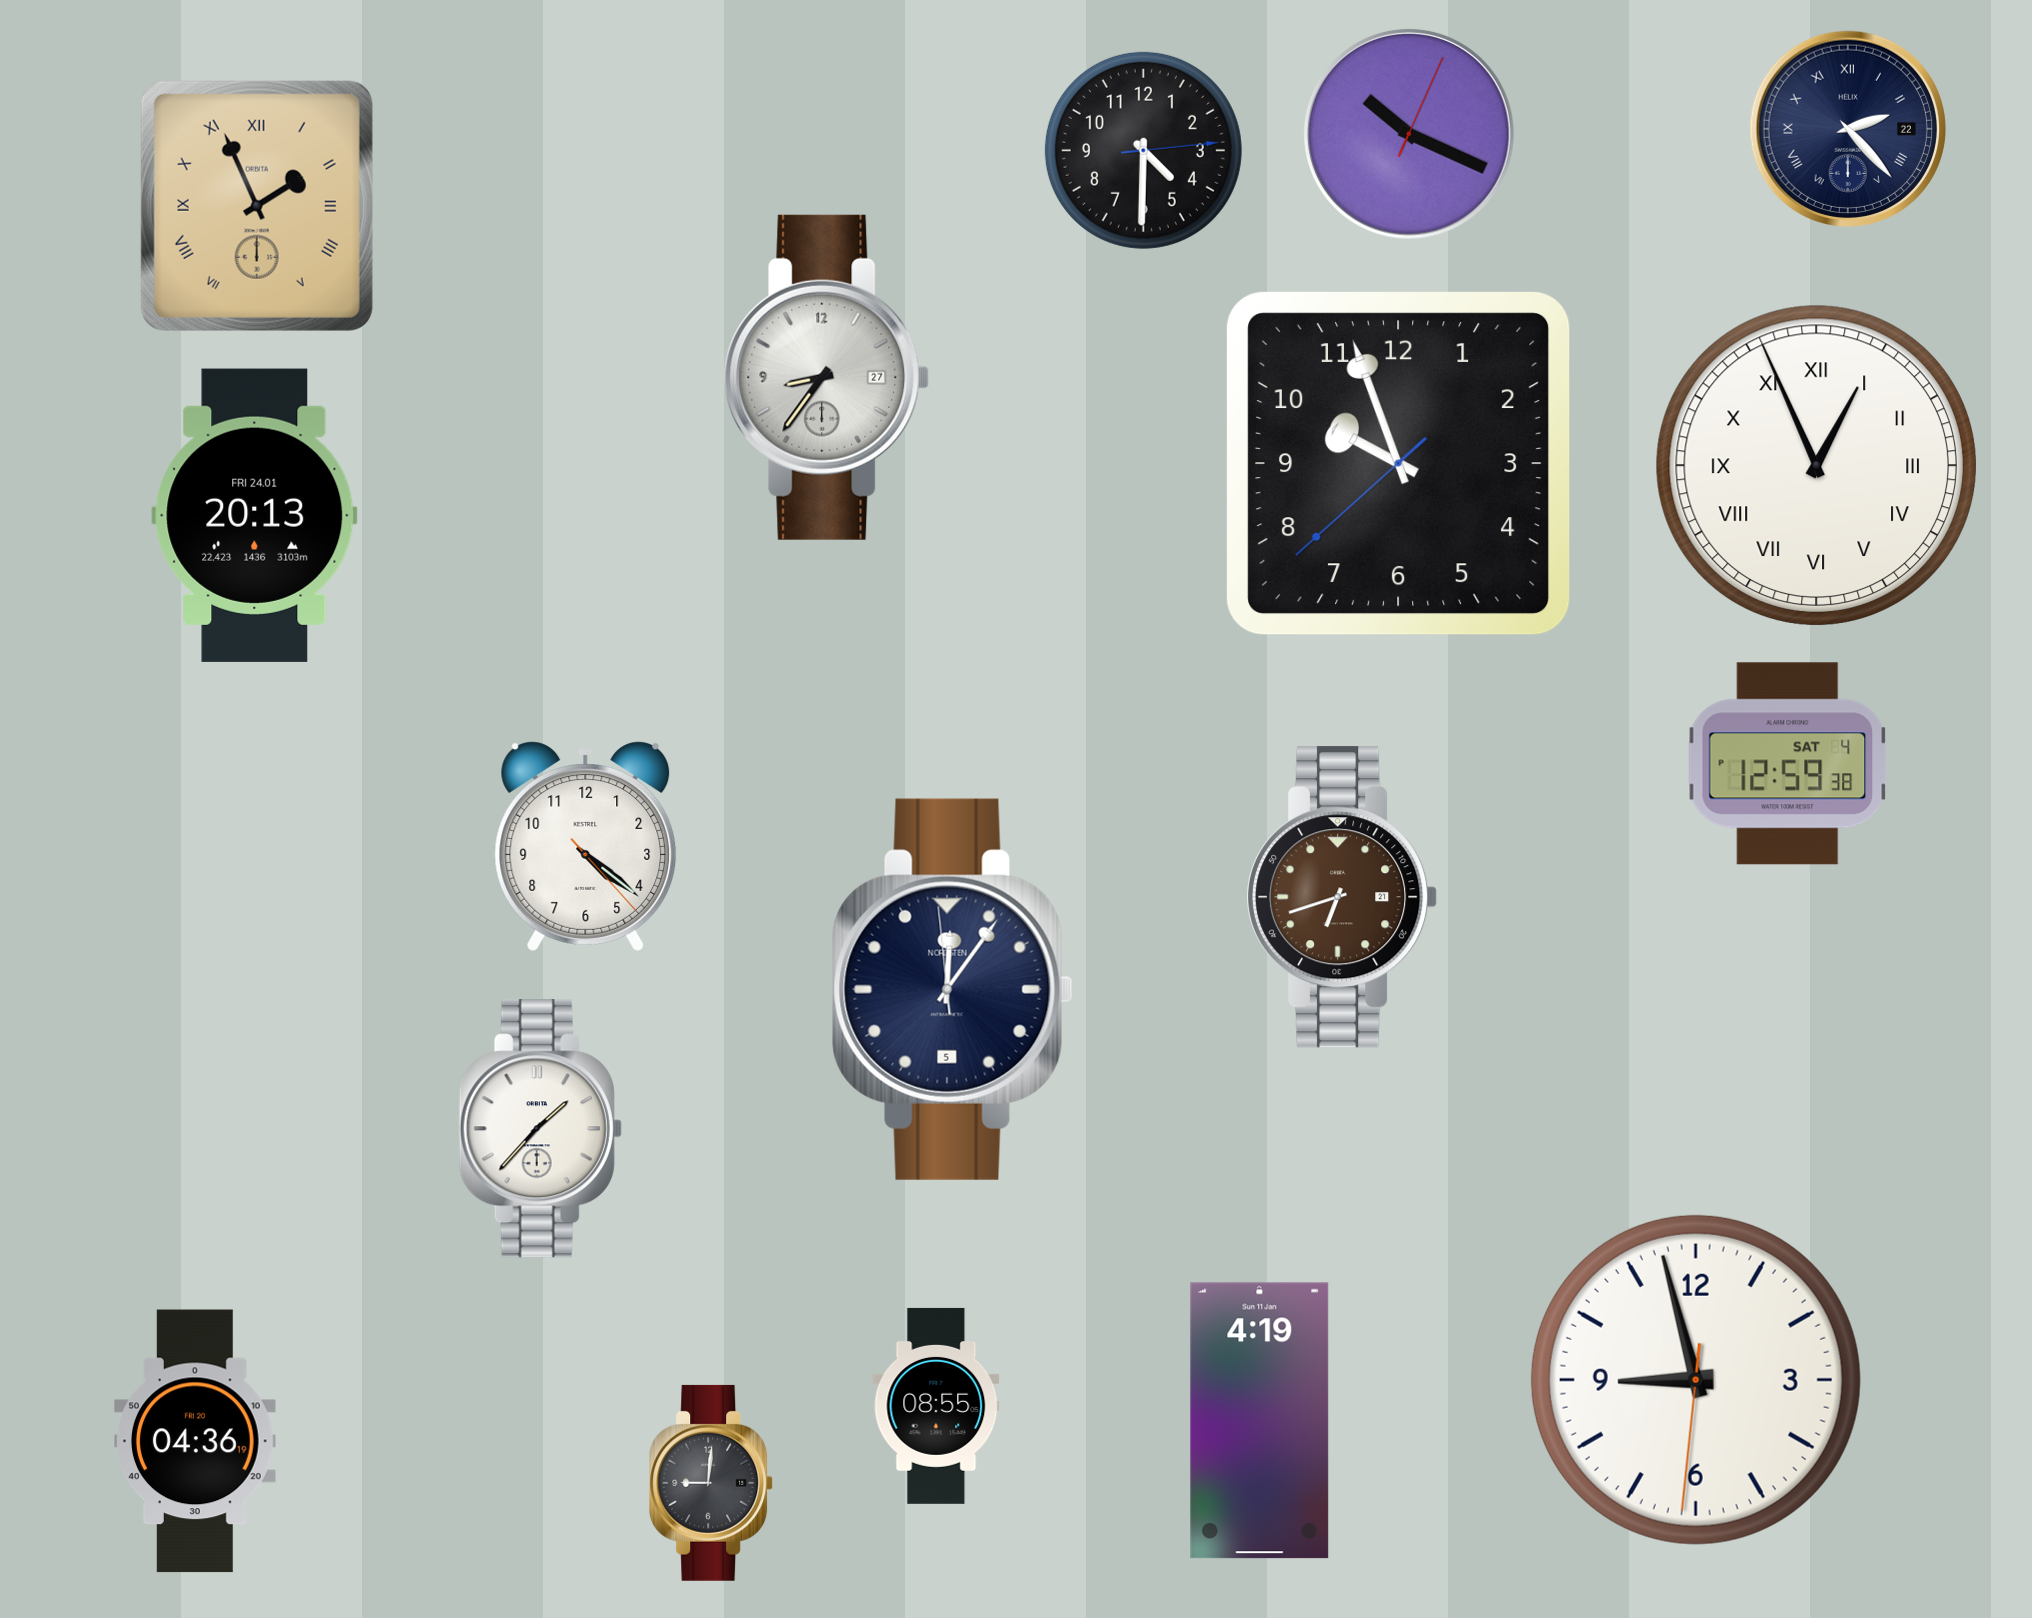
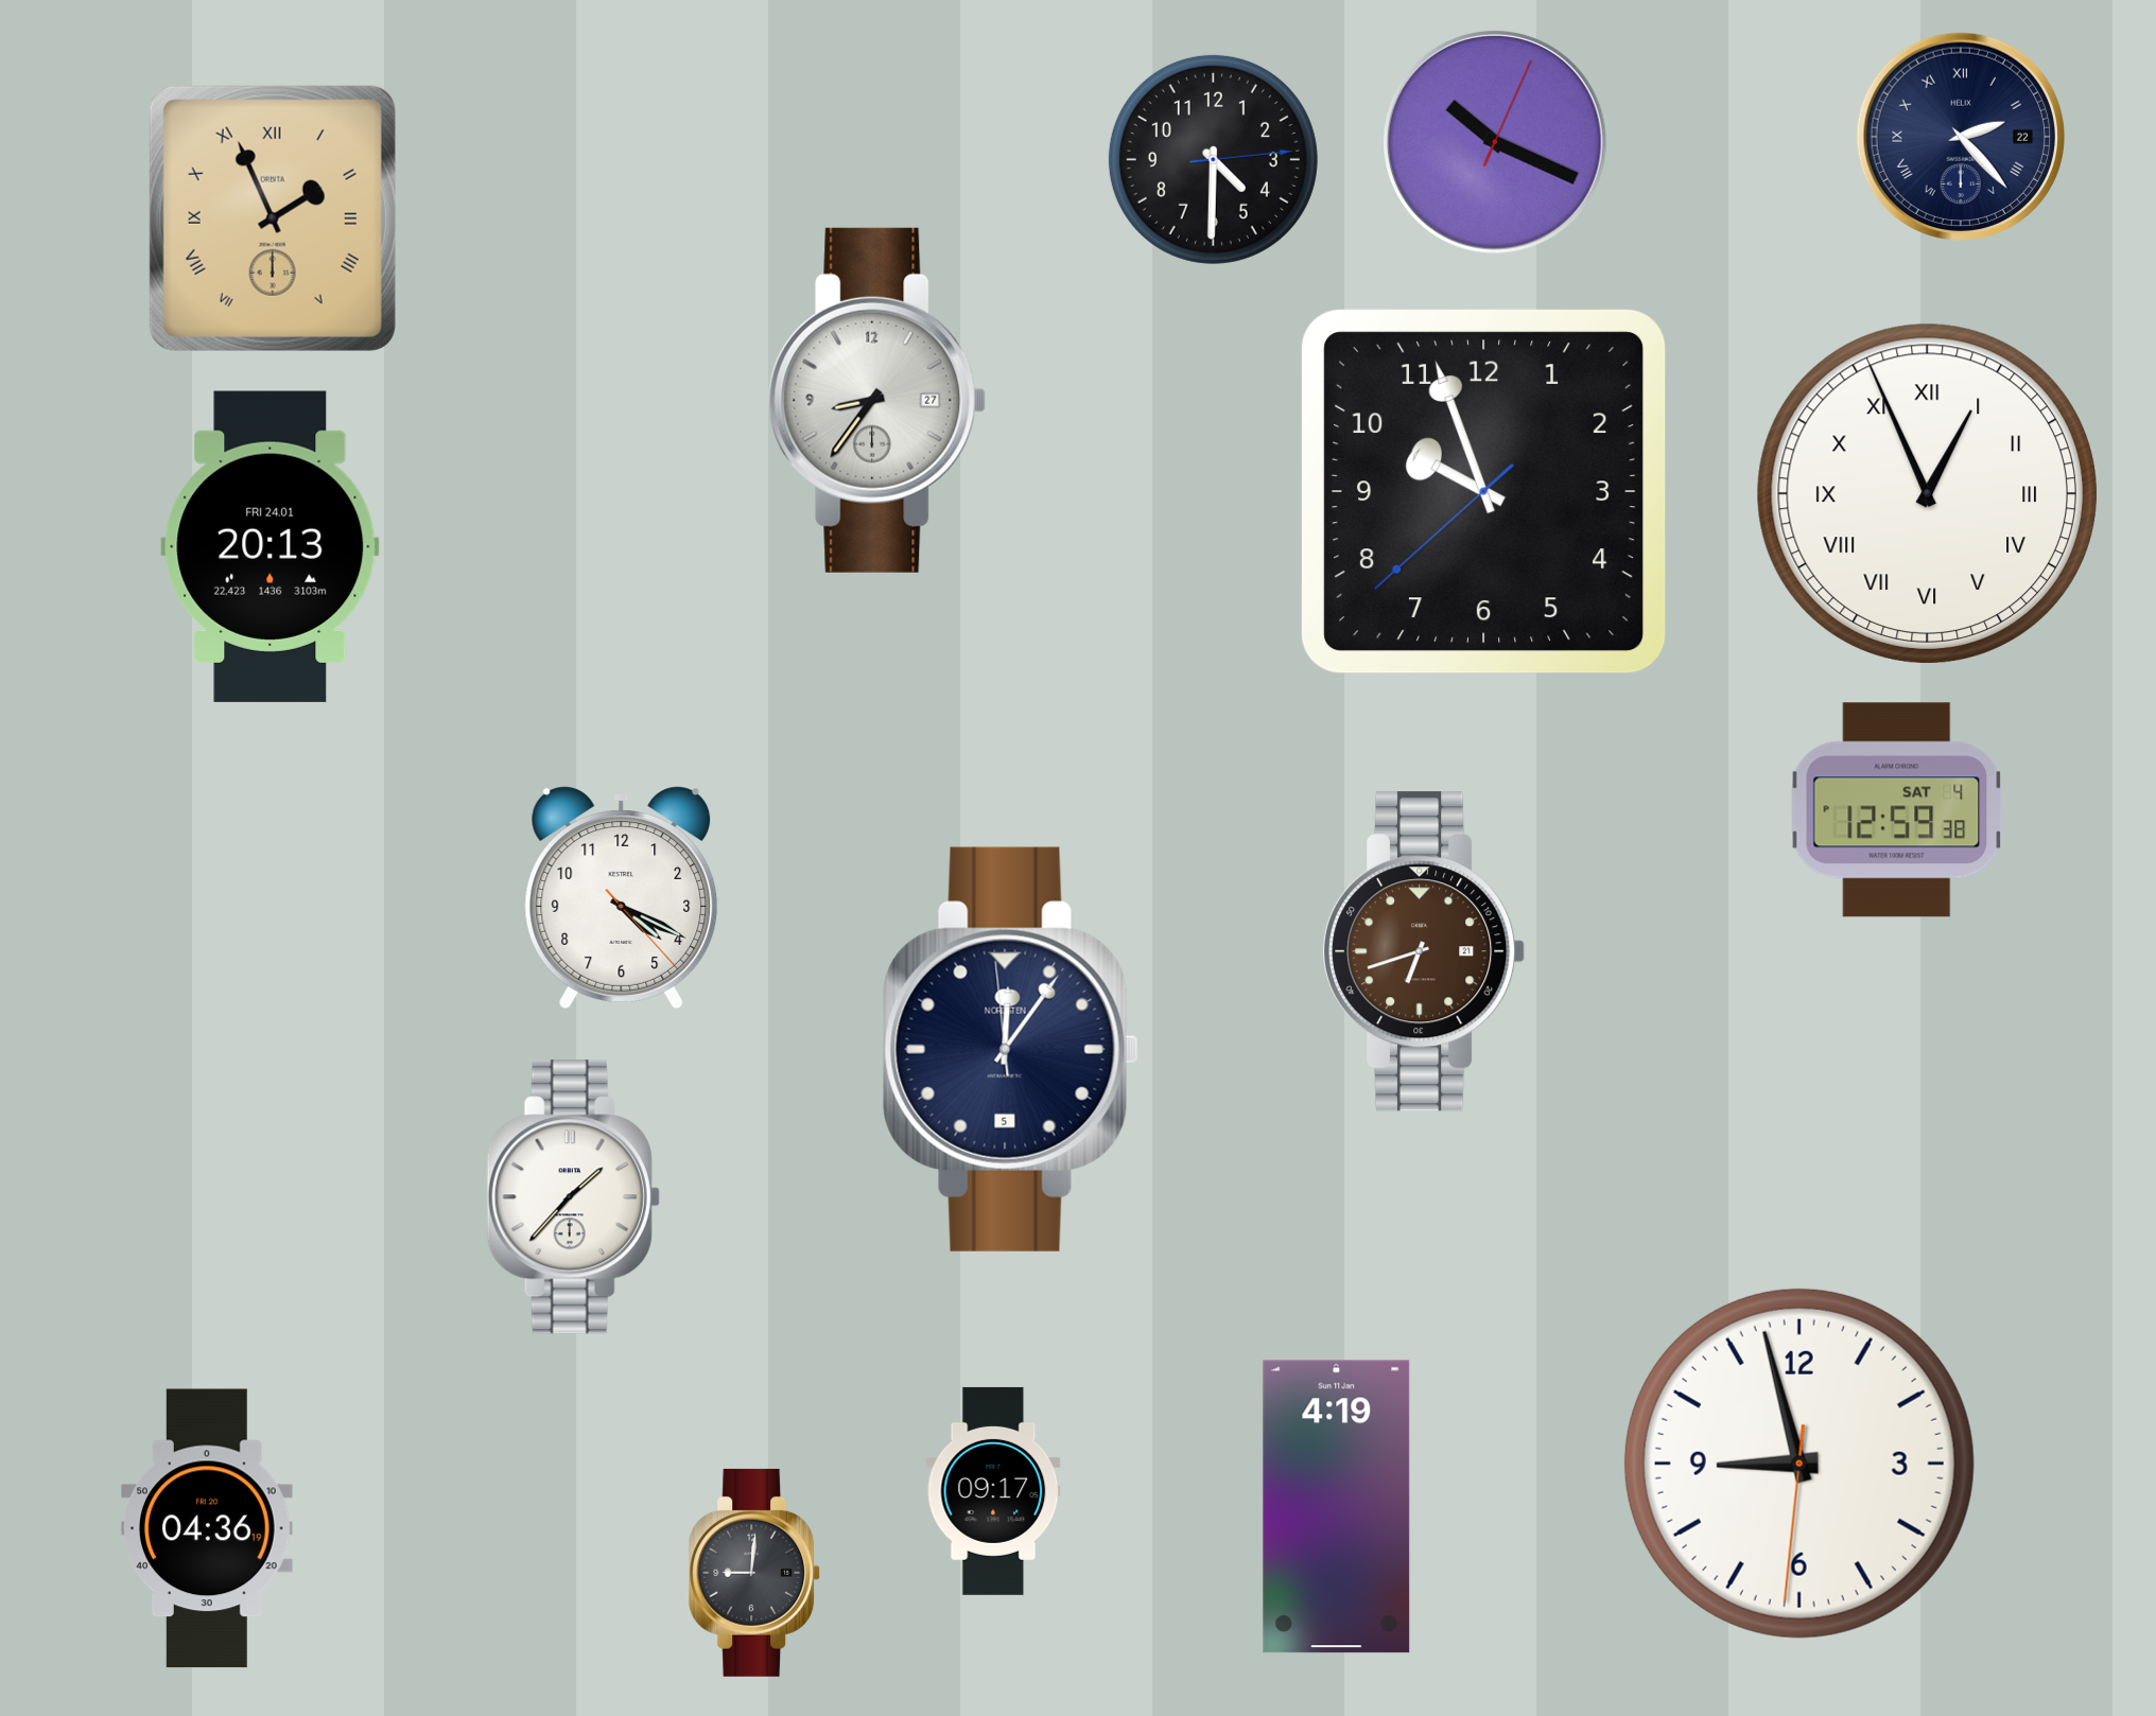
clock at (586, 846): 4:21 -> 4:19
clock at (936, 1406): 08:55 -> 09:17
